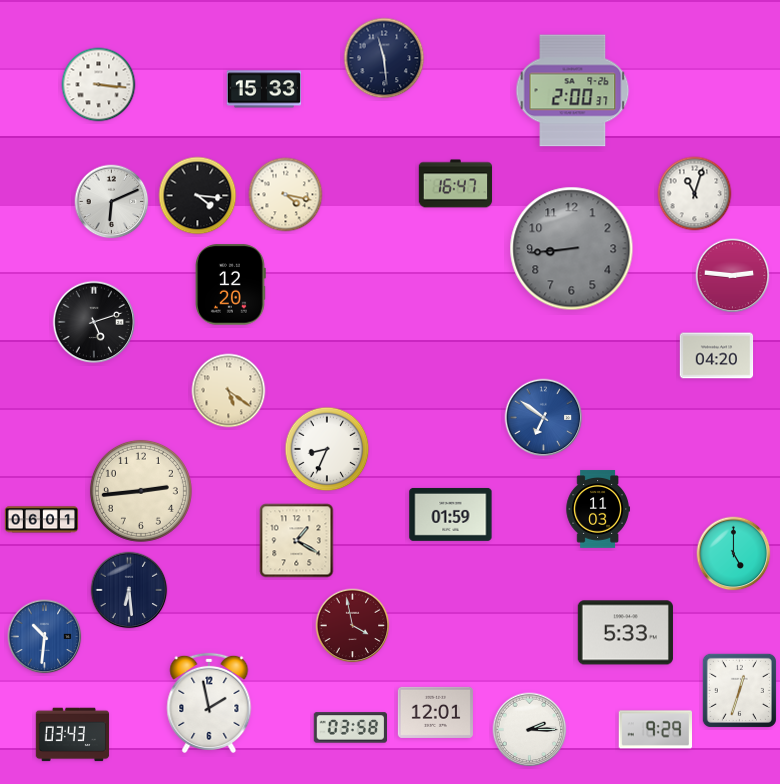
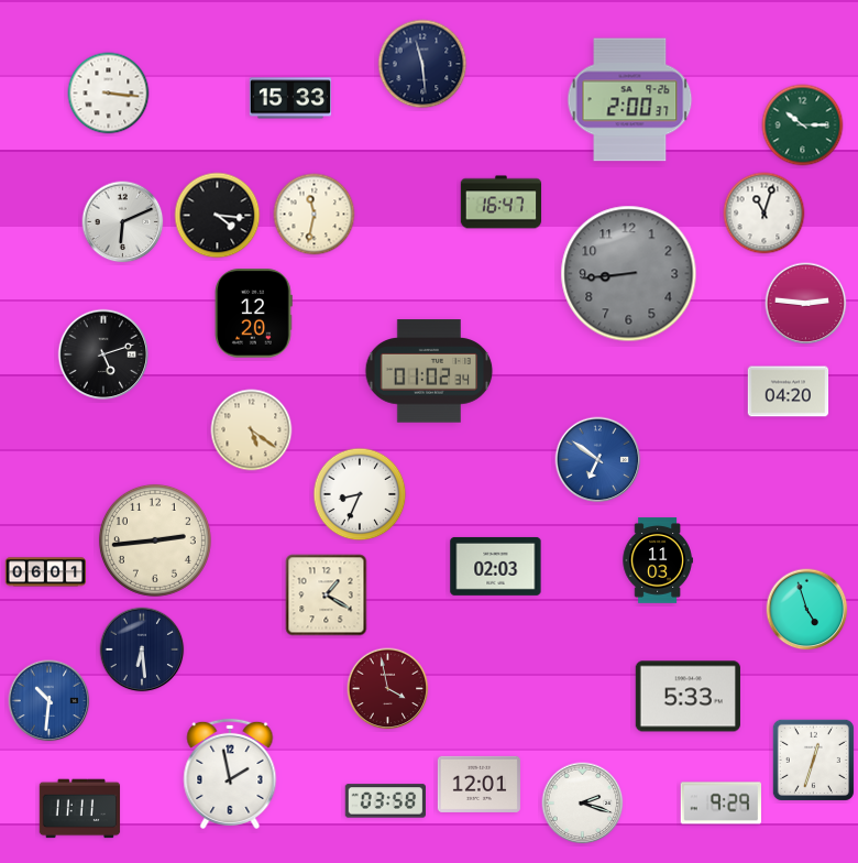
clock at (803, 125): none -> 10:15
clock at (286, 195): 4:17 -> 11:32
clock at (429, 371): none -> 01:02
clock at (451, 514): 01:59 -> 02:03
clock at (734, 554): 5:00 -> 4:57
clock at (530, 730): 2:15 -> 2:18
clock at (73, 735): 03:43 -> 11:11
